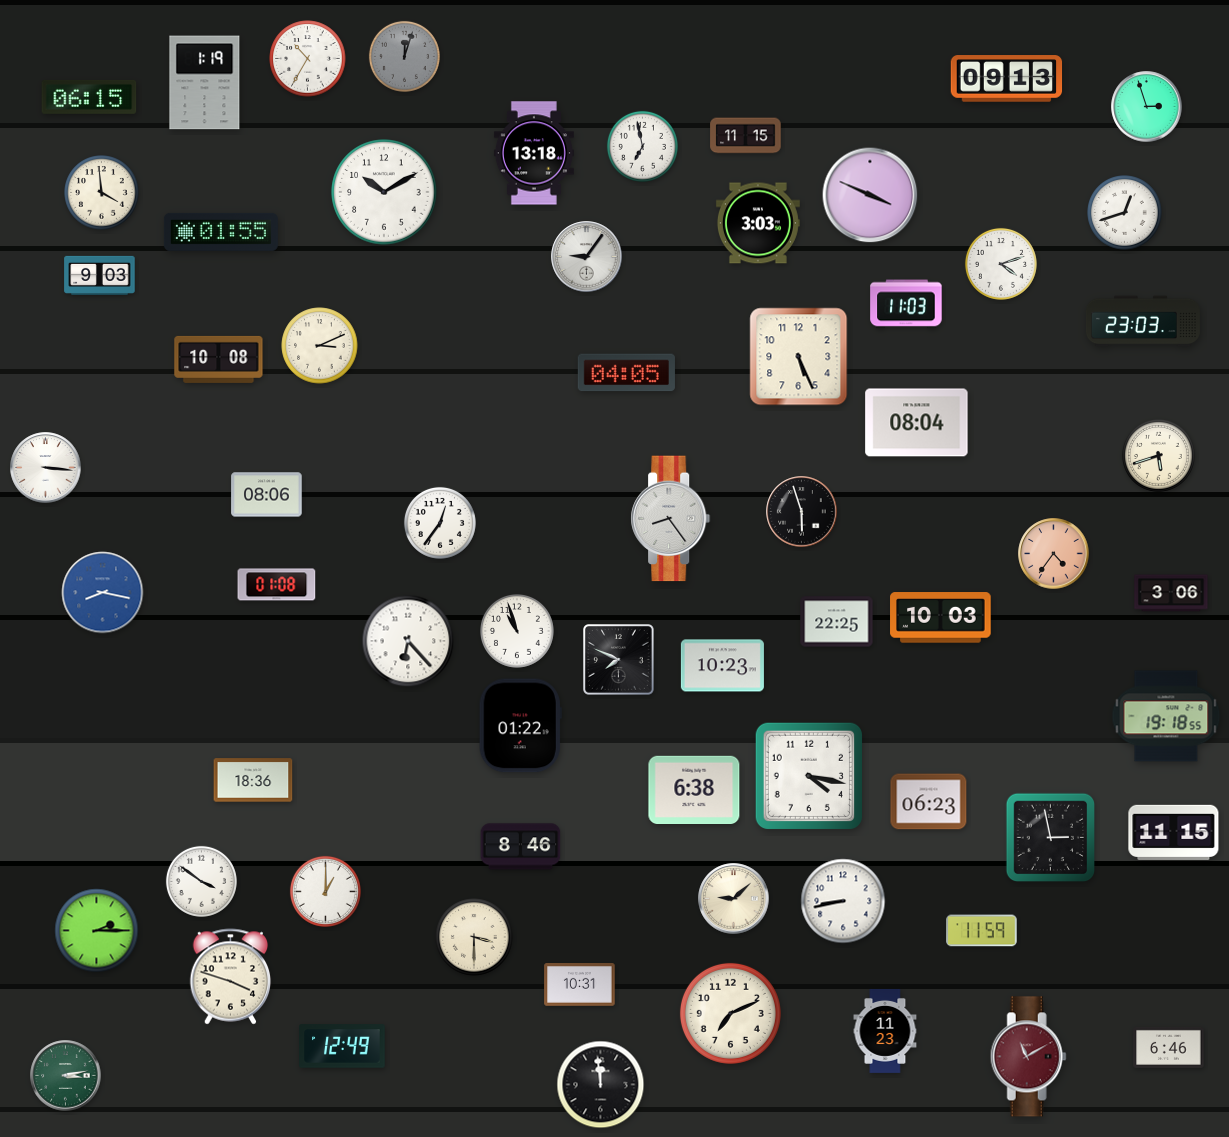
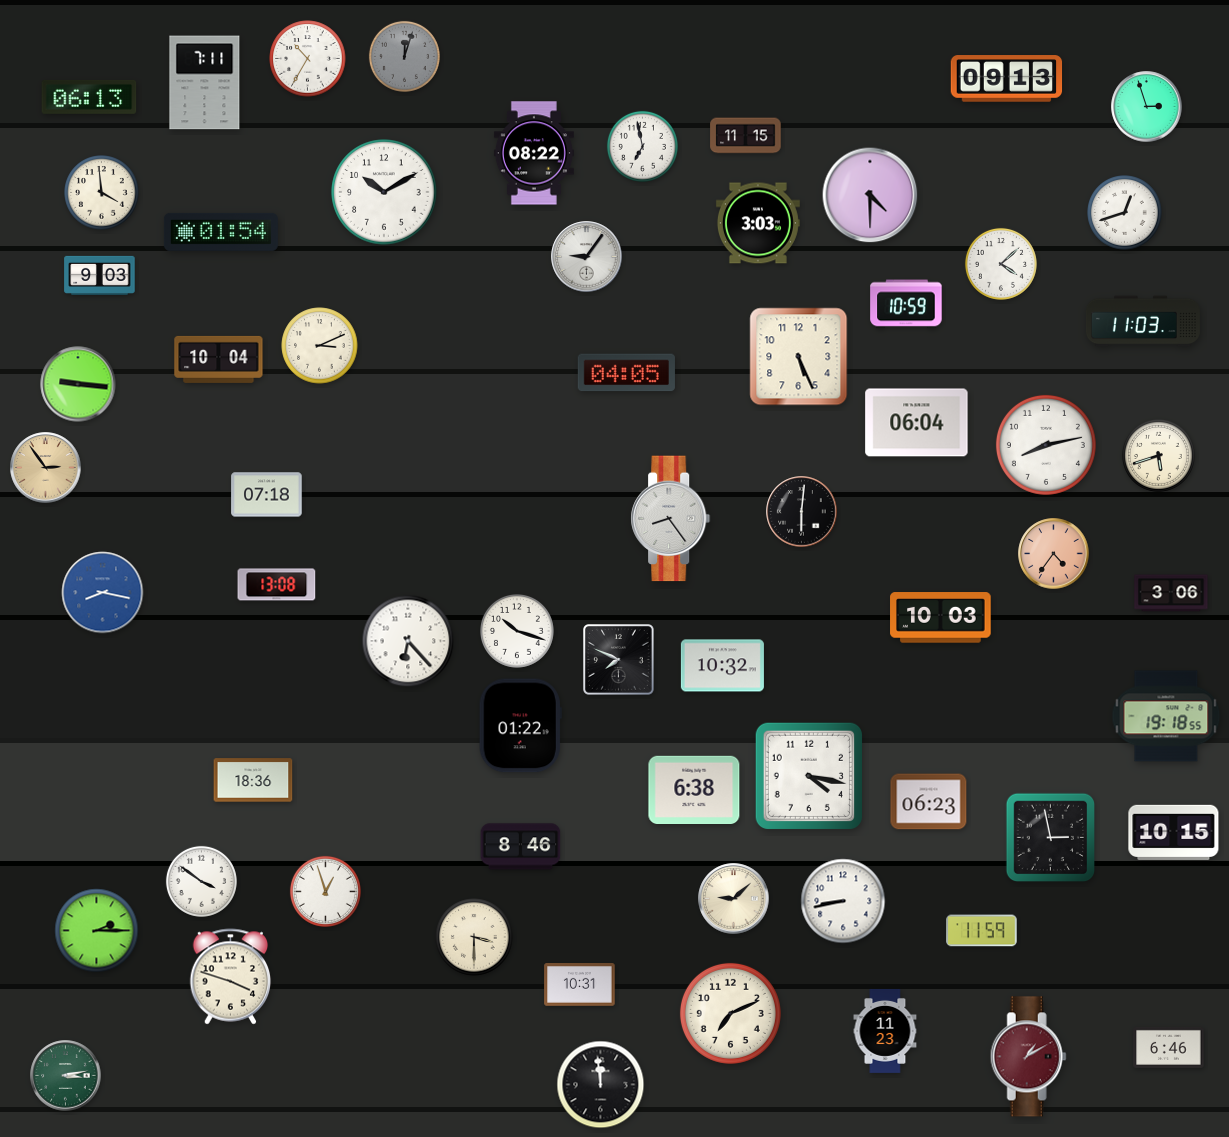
clock at (205, 83): 1:19 -> 7:11
clock at (89, 97): 06:15 -> 06:13
clock at (534, 153): 13:18 -> 08:22
clock at (870, 195): 3:49 -> 4:30
clock at (221, 232): 01:55 -> 01:54
clock at (1001, 264): 4:12 -> 4:08
clock at (906, 304): 11:03 -> 10:59
clock at (1143, 321): 23:03 -> 11:03
clock at (219, 359): 10:08 -> 10:04
clock at (78, 384): none -> 9:16
clock at (917, 423): 08:04 -> 06:04
clock at (1046, 445): none -> 8:13
clock at (46, 468): 3:16 -> 2:54
clock at (46, 468) dial: white -> champagne
clock at (267, 495): 08:06 -> 07:18
clock at (802, 512): 5:57 -> 6:01
clock at (440, 523): 12:36 -> none
clock at (277, 585): 01:08 -> 13:08
clock at (837, 622): 22:25 -> none
clock at (518, 632): 10:57 -> 10:18
clock at (722, 666): 10:23 -> 10:32
clock at (1174, 832): 11:15 -> 10:15
clock at (325, 891): 1:00 -> 12:57
clock at (342, 1046): 12:49 -> none
clock at (1028, 1057): 11:10 -> 1:10
